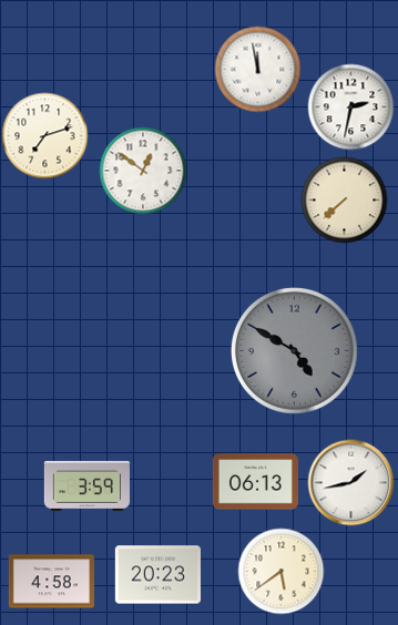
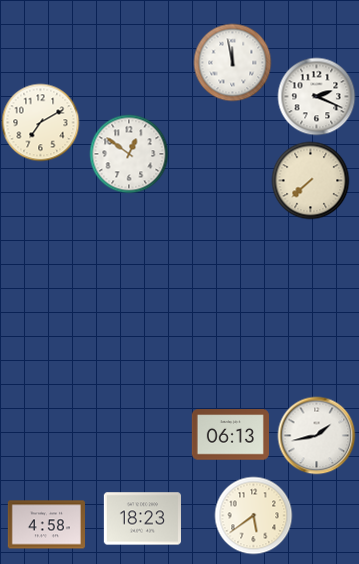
clock at (350, 106): 2:32 -> 2:19
clock at (44, 135): 7:12 -> 7:10
clock at (294, 350): 4:50 -> none
clock at (86, 485): 3:59 -> none
clock at (157, 575): 20:23 -> 18:23
